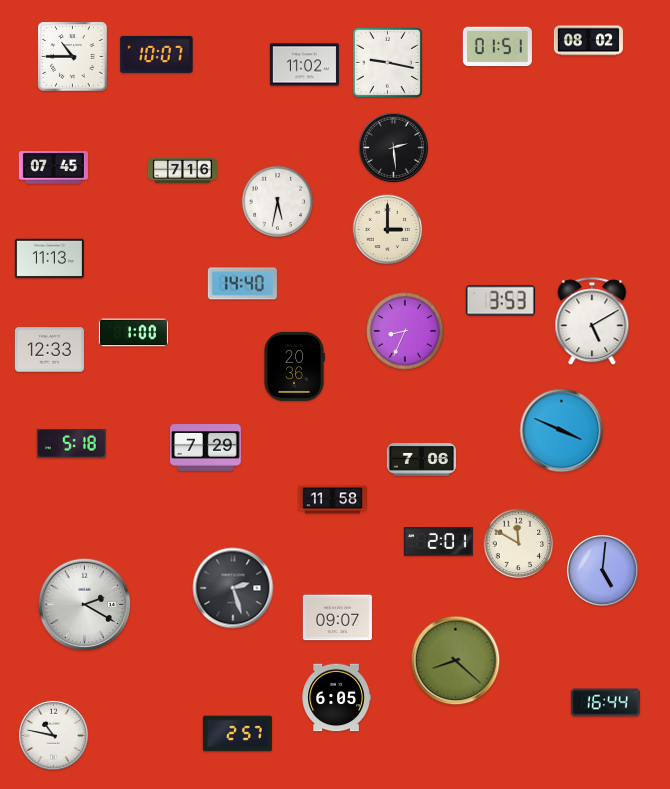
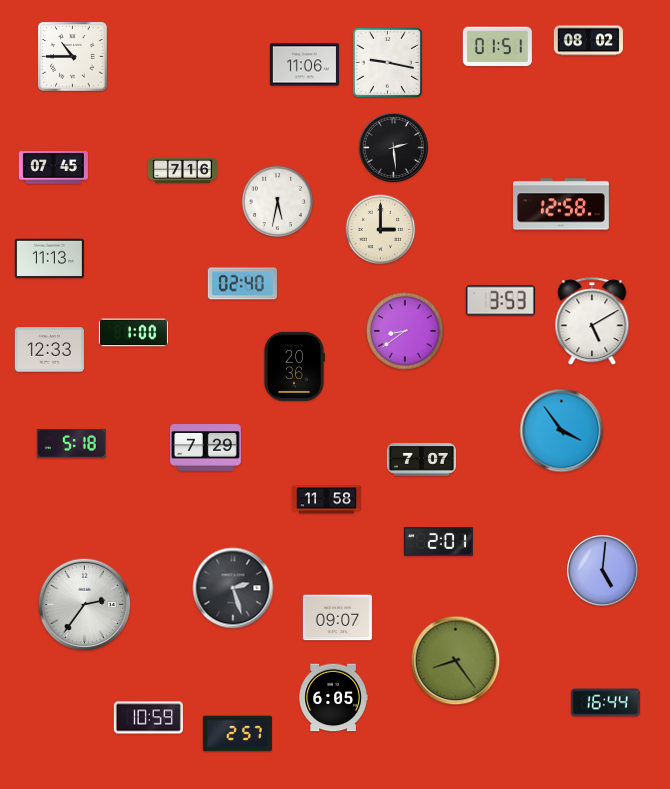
clock at (157, 54): 10:07 -> none
clock at (304, 65): 11:02 -> 11:06
clock at (562, 204): none -> 12:58
clock at (388, 230) position: (388, 230) -> (381, 230)
clock at (242, 284): 14:40 -> 02:40
clock at (405, 331): 8:34 -> 8:39
clock at (562, 431): 3:49 -> 3:54
clock at (421, 460): 7:06 -> 7:07
clock at (332, 500) position: (332, 500) -> (326, 500)
clock at (519, 544): 11:50 -> none
clock at (85, 605): 2:20 -> 2:36
clock at (456, 661): 8:22 -> 8:24
clock at (336, 698) position: (336, 698) -> (333, 698)
clock at (148, 718): none -> 10:59
clock at (53, 735): 10:47 -> none
